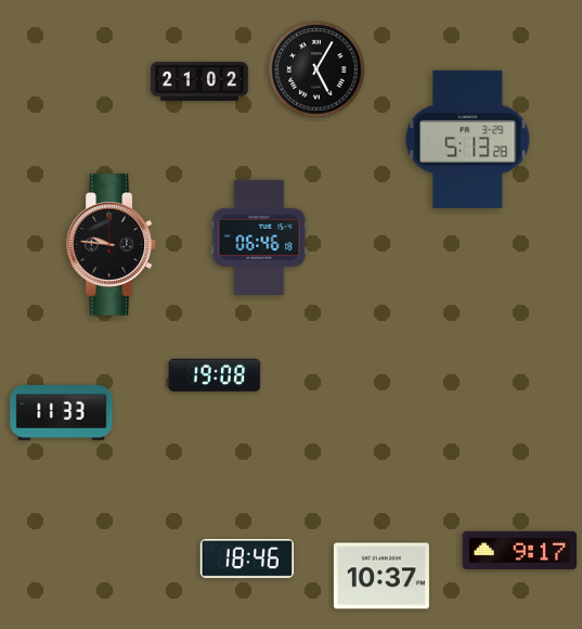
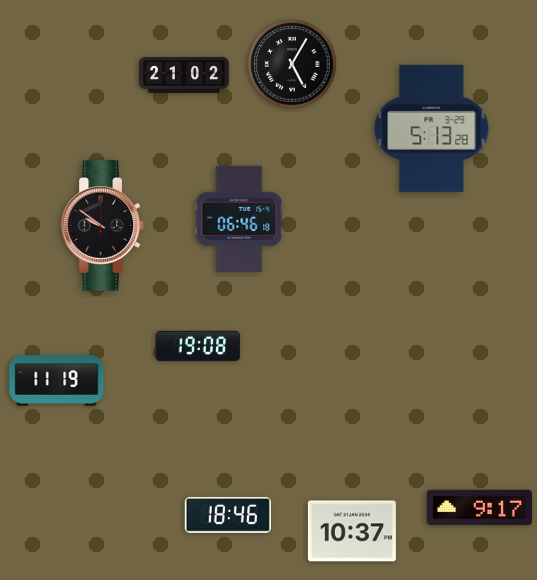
clock at (112, 245): 9:46 -> 9:51
clock at (62, 413): 11:33 -> 11:19
